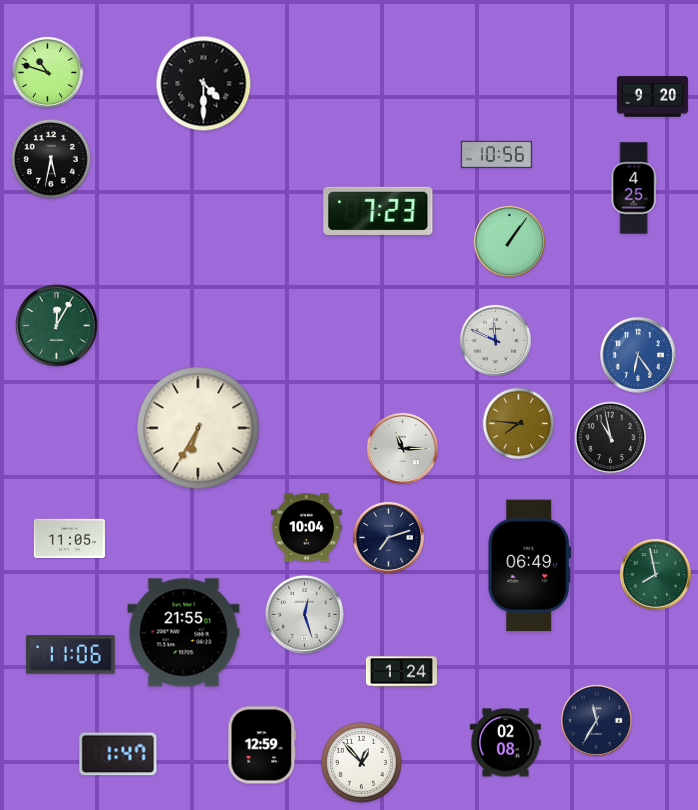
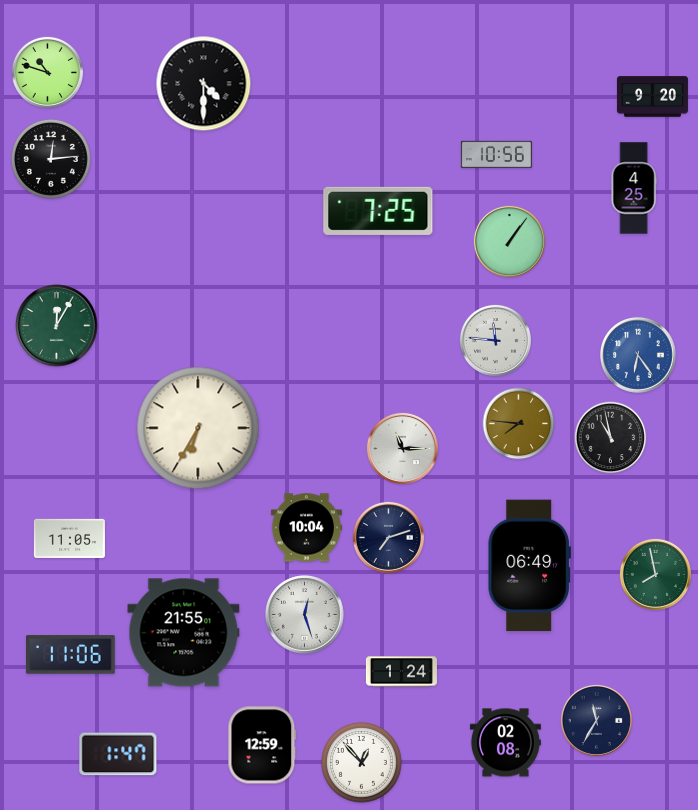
clock at (51, 159): 5:32 -> 12:14
clock at (378, 211): 7:23 -> 7:25
clock at (495, 340): 11:49 -> 11:46
